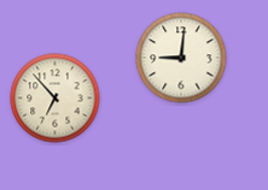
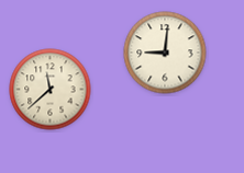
clock at (56, 99): 6:53 -> 11:38
